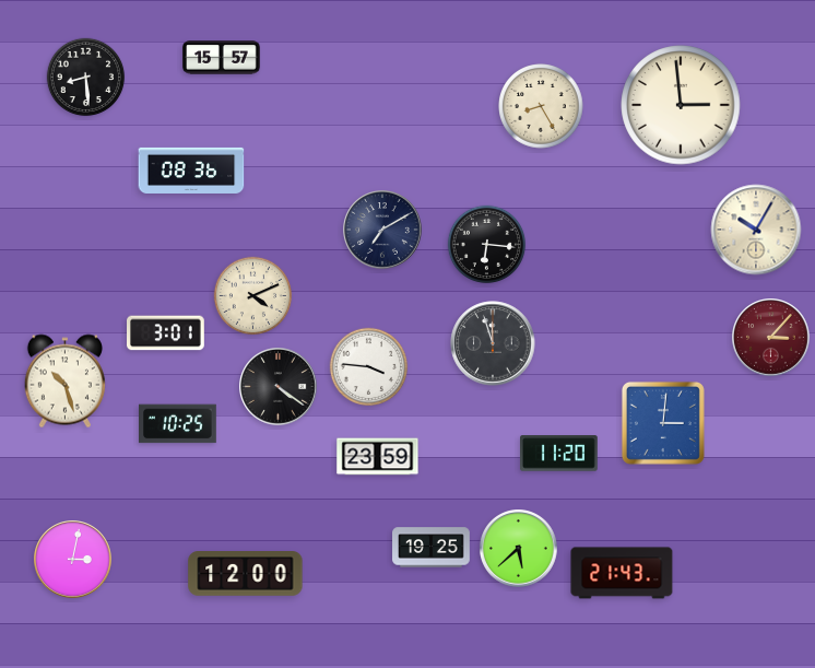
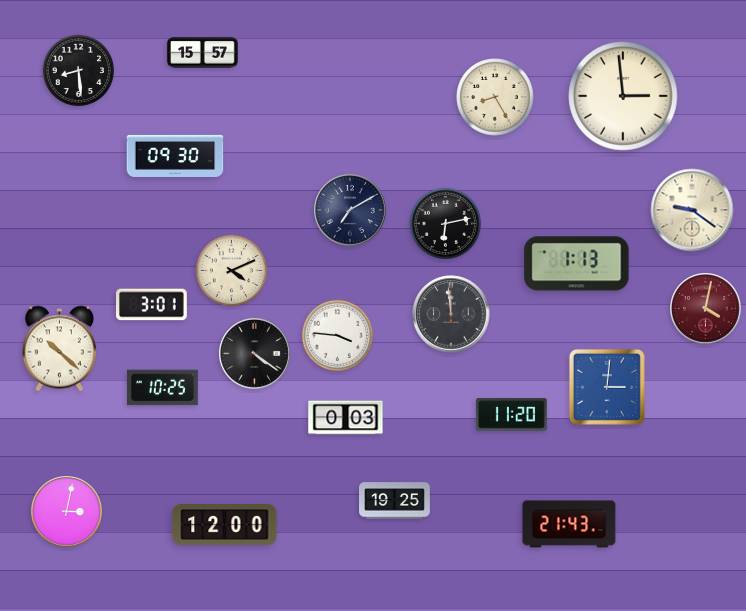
clock at (191, 171): 08:36 -> 09:30
clock at (756, 230): 10:05 -> 9:21
clock at (487, 245): 6:16 -> 6:13
clock at (577, 264): none -> 1:13
clock at (771, 338): 3:07 -> 4:02
clock at (493, 343): 11:57 -> 11:59
clock at (64, 382): 10:27 -> 10:22
clock at (378, 457): 23:59 -> 0:03
clock at (519, 549): 5:38 -> none
